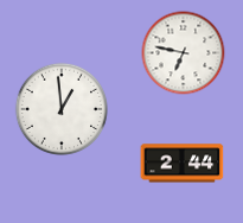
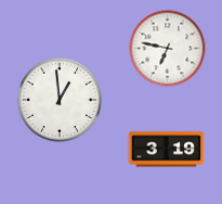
clock at (62, 109) position: (62, 109) -> (60, 100)
clock at (183, 164): 2:44 -> 3:19
